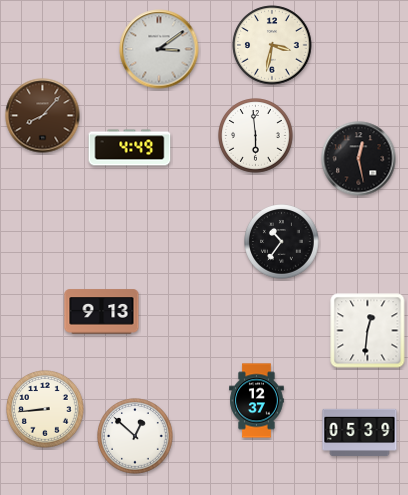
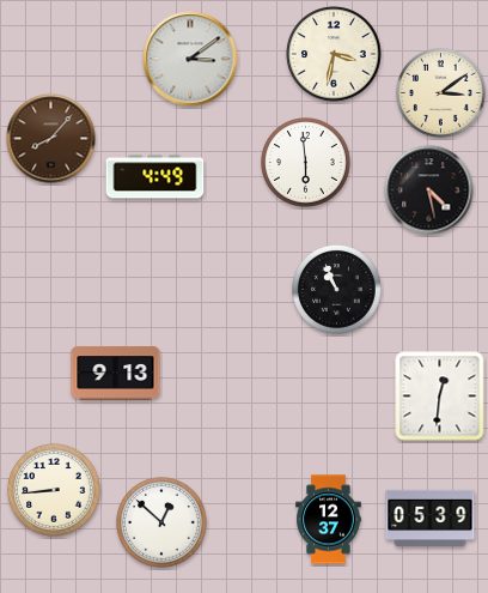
clock at (272, 45) position: (272, 45) -> (334, 54)
clock at (441, 93): none -> 3:09
clock at (359, 159): 12:28 -> 4:28
clock at (282, 242): 10:36 -> 10:56
clock at (102, 312) position: (102, 312) -> (116, 374)
clock at (257, 401) position: (257, 401) -> (329, 520)
